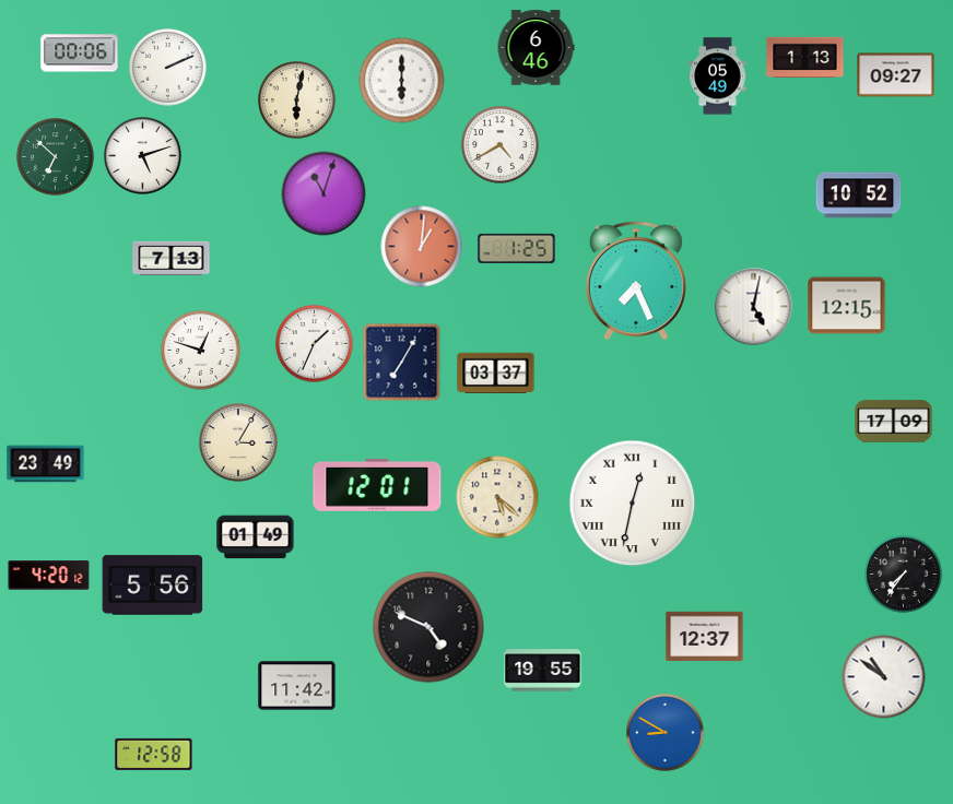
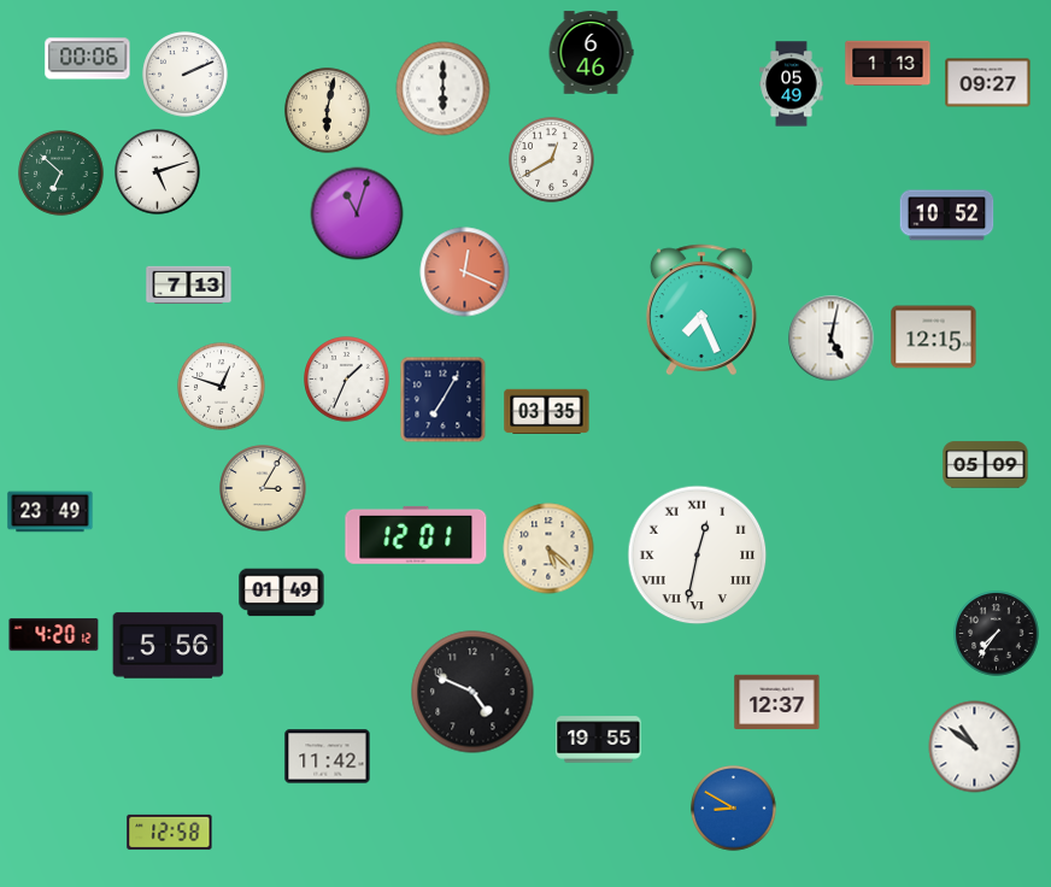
clock at (501, 145): 4:40 -> 12:40
clock at (422, 247): 1:01 -> 12:19
clock at (517, 248): 1:25 -> none
clock at (496, 373): 03:37 -> 03:35
clock at (894, 422): 17:09 -> 05:09
